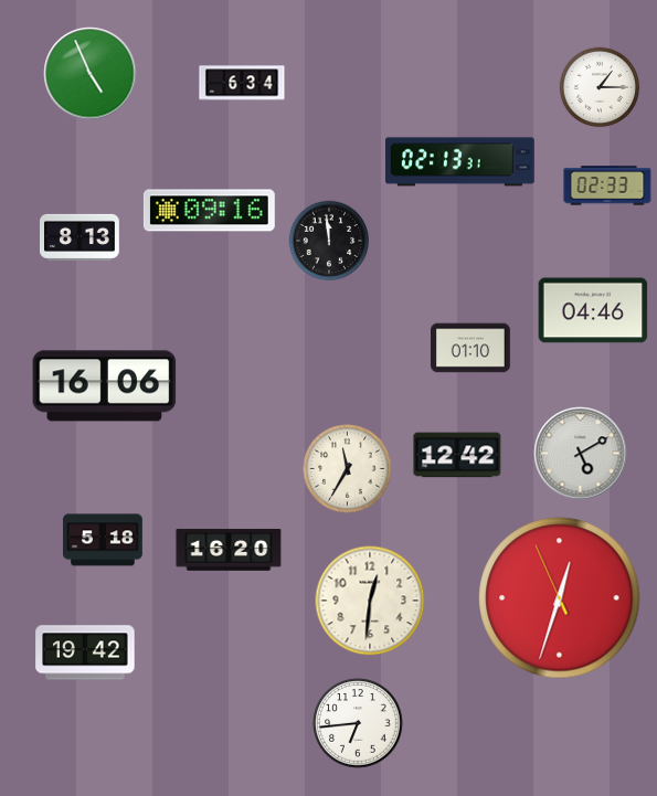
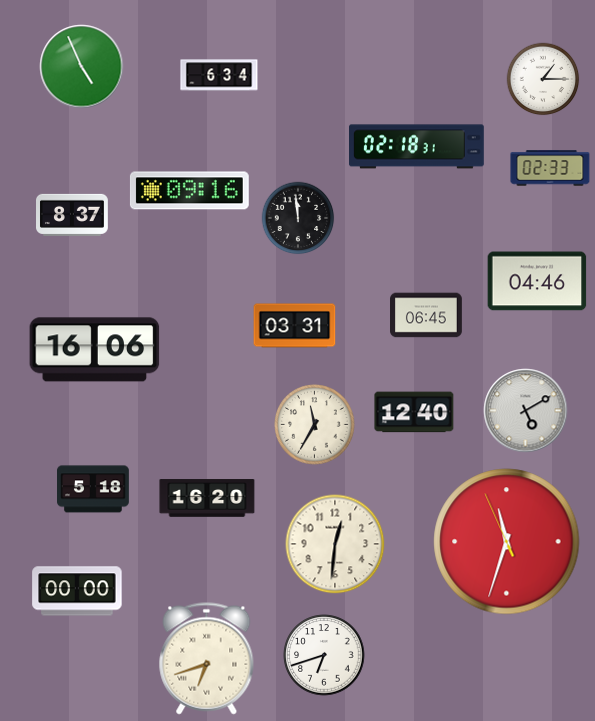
clock at (460, 162): 02:13 -> 02:18
clock at (81, 237): 8:13 -> 8:37
clock at (471, 348): 01:10 -> 06:45
clock at (295, 326): none -> 03:31
clock at (457, 455): 12:42 -> 12:40
clock at (560, 598): 12:32 -> 11:32
clock at (85, 652): 19:42 -> 00:00
clock at (358, 723): 6:44 -> 6:42
clock at (207, 659): none -> 6:42
